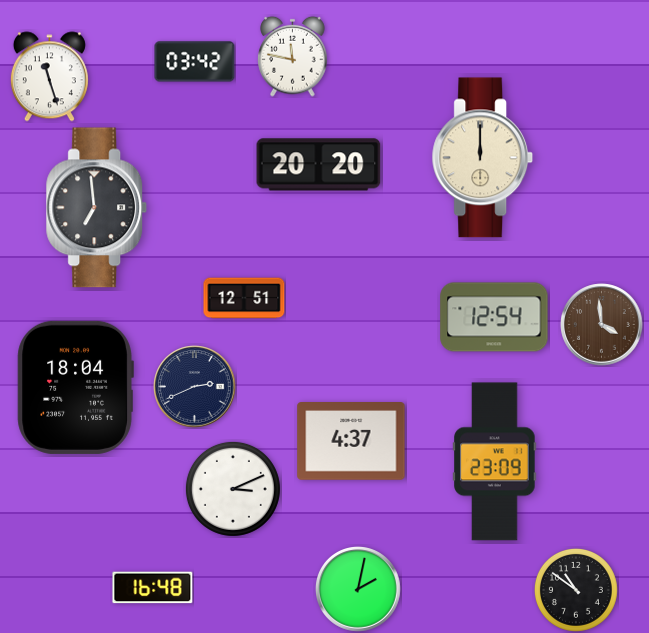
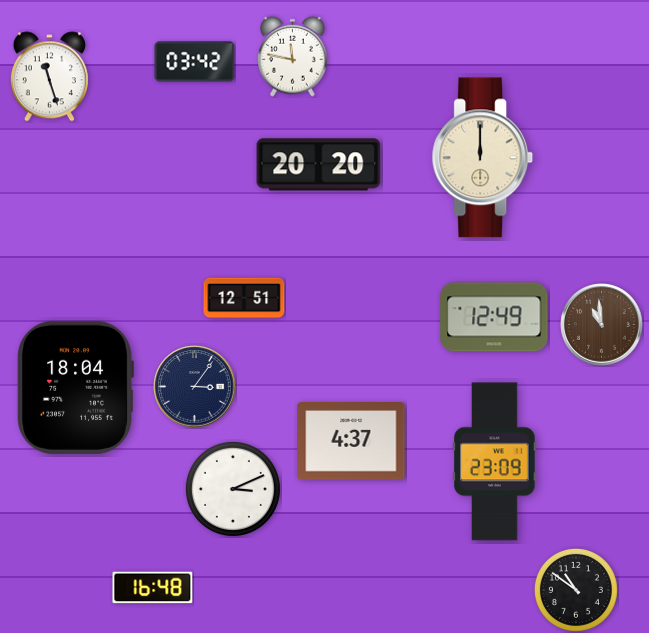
clock at (97, 208): 6:59 -> none
clock at (494, 317): 12:54 -> 12:49
clock at (602, 325): 3:59 -> 10:59
clock at (195, 387): 2:41 -> 3:06
clock at (359, 590): 2:02 -> none
